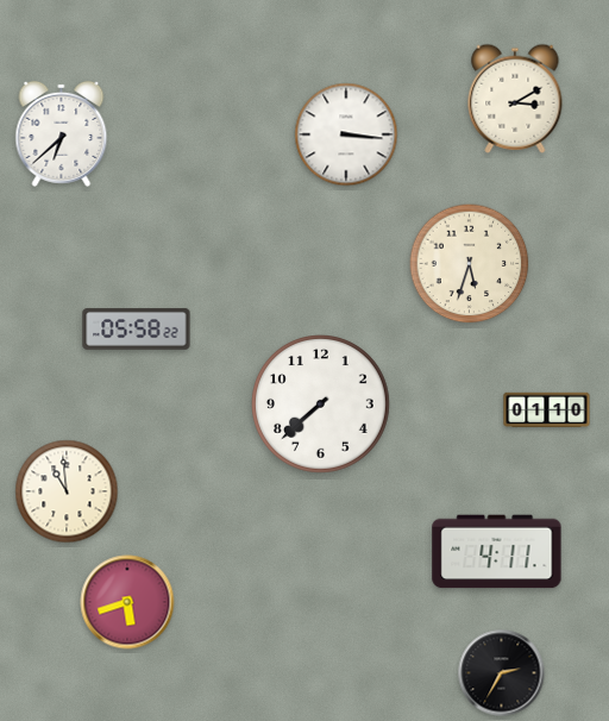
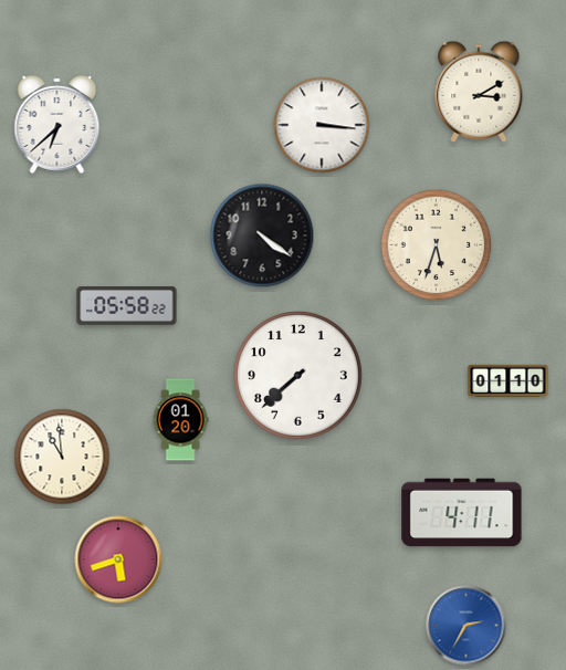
clock at (262, 235): none -> 4:21
clock at (180, 420): none -> 01:20
clock at (502, 673) dial: black -> blue
